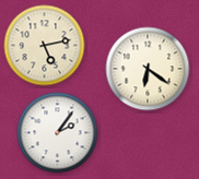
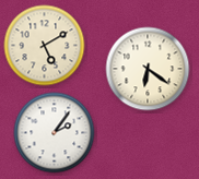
clock at (45, 46): 5:13 -> 5:10
clock at (58, 133) position: (58, 133) -> (55, 133)
